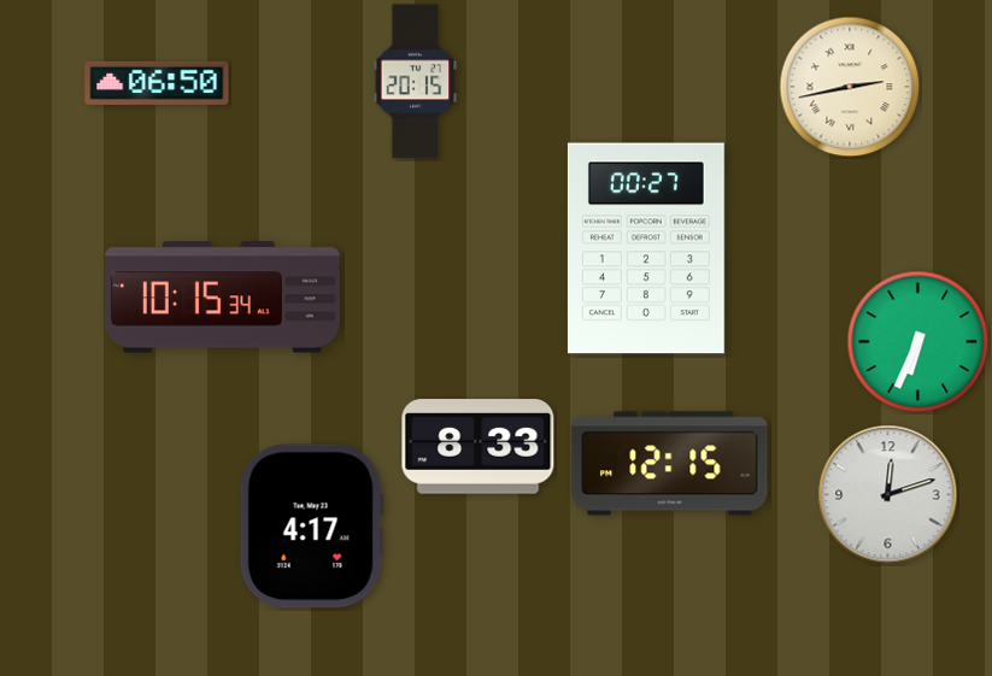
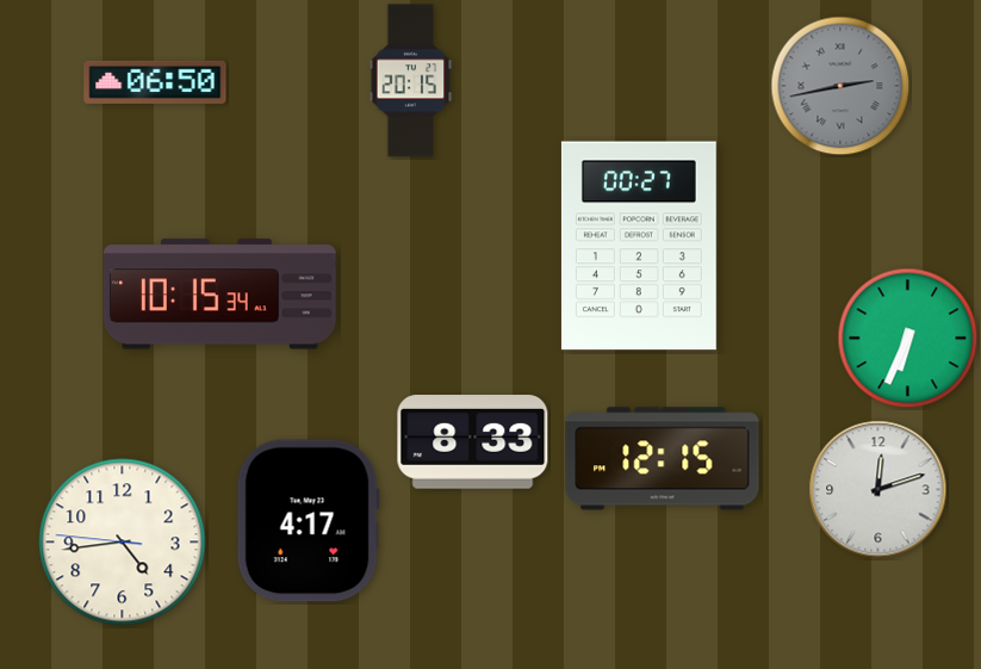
clock at (850, 87) dial: cream -> grey
clock at (123, 543): none -> 4:43
